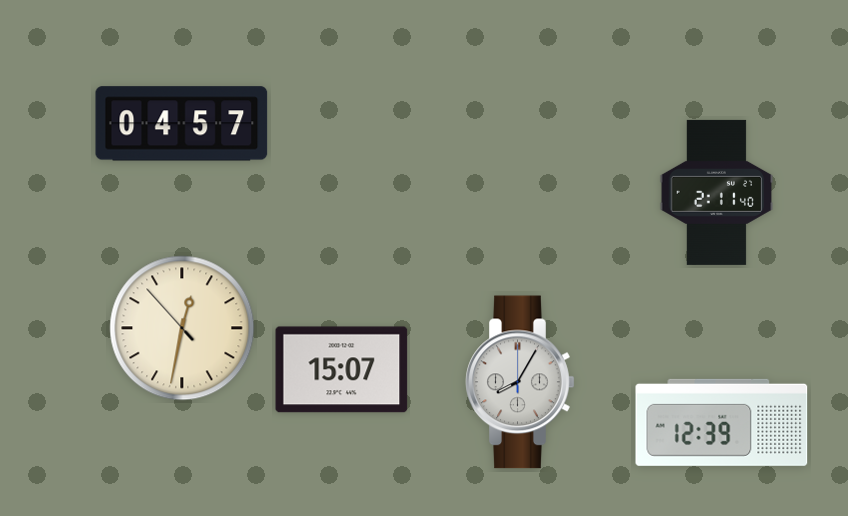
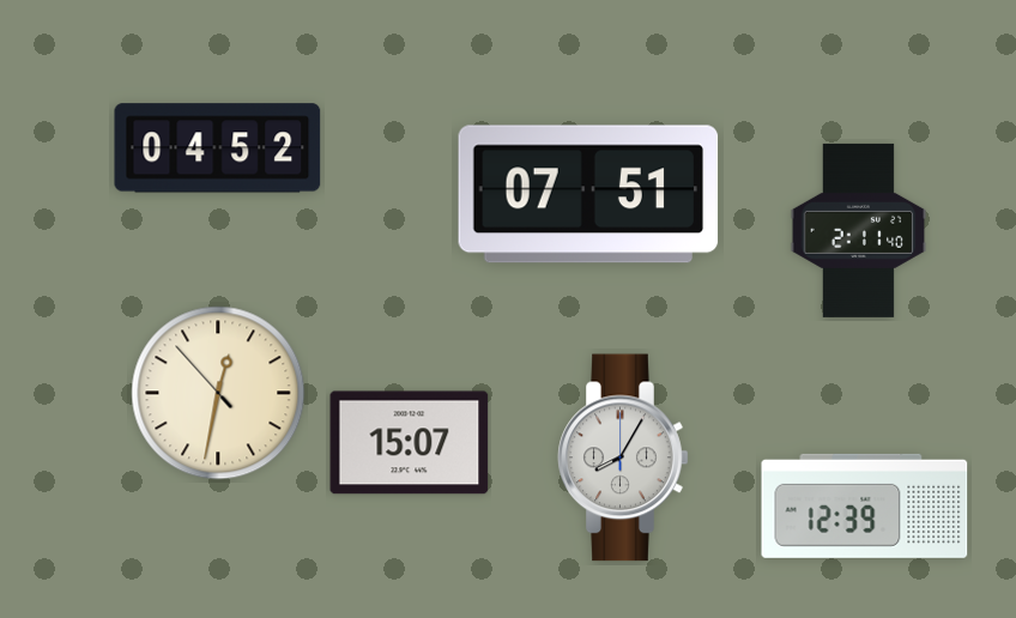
clock at (182, 124): 04:57 -> 04:52
clock at (588, 194): none -> 07:51
